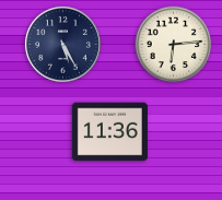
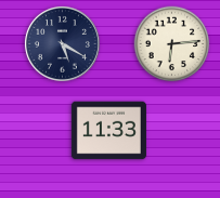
clock at (62, 44): 5:25 -> 5:20
clock at (109, 132): 11:36 -> 11:33
